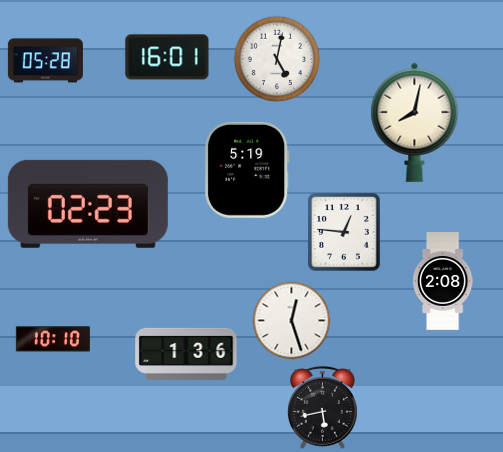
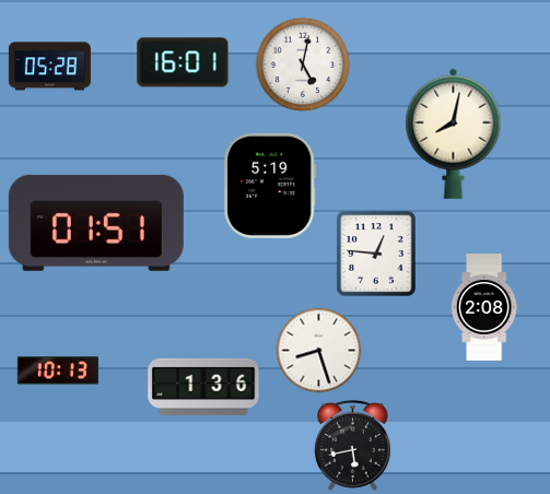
clock at (88, 204): 02:23 -> 01:51
clock at (292, 321): 12:27 -> 8:27
clock at (53, 339): 10:10 -> 10:13
